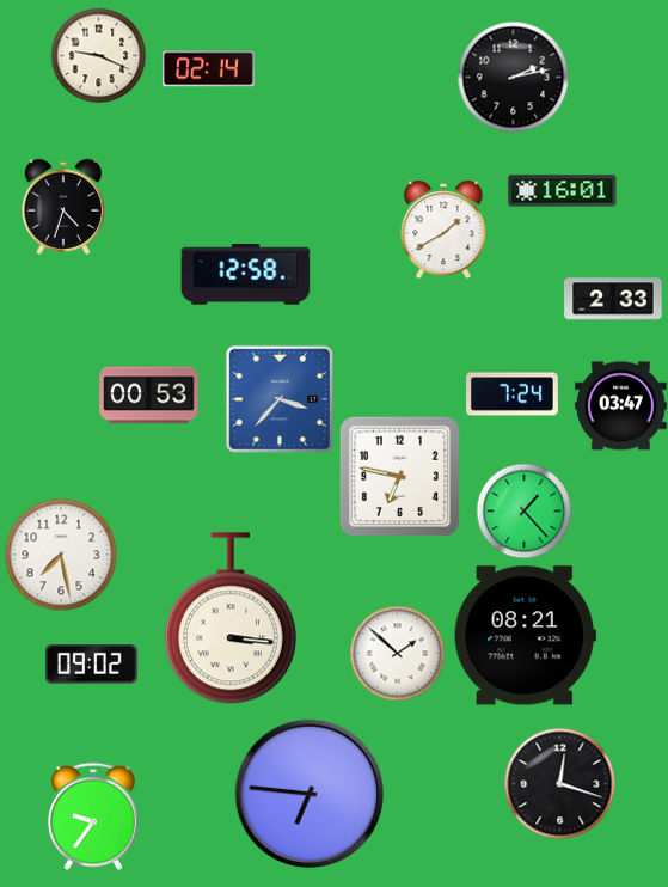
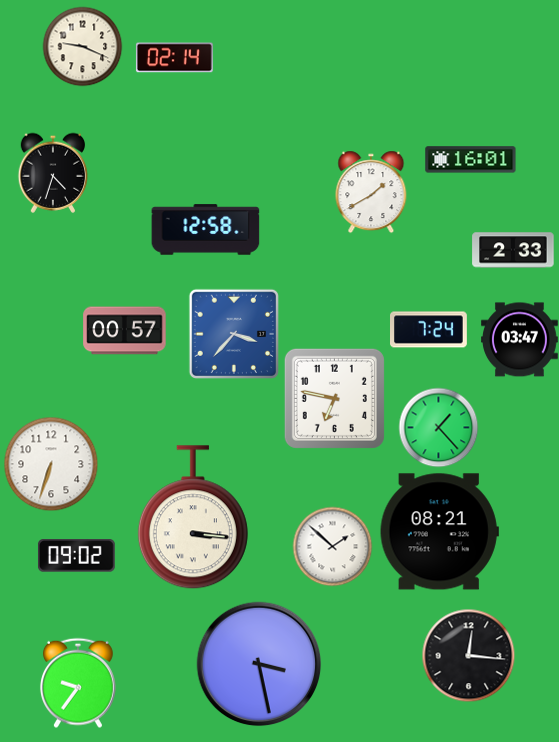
clock at (513, 77): 2:13 -> none
clock at (149, 396): 00:53 -> 00:57
clock at (61, 555): 7:28 -> 6:33
clock at (559, 783): 12:18 -> 12:16
clock at (310, 794): 6:46 -> 3:28
